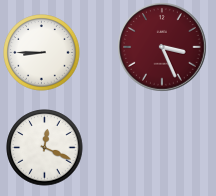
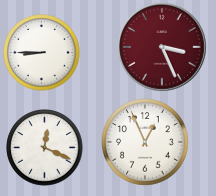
clock at (145, 142): none -> 12:56
